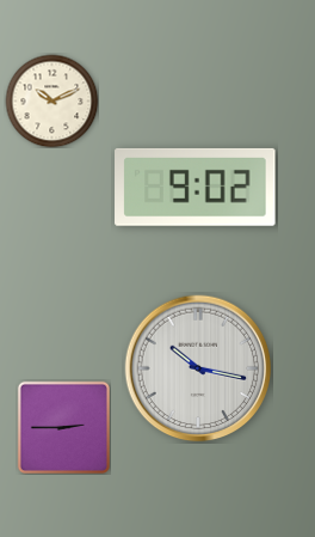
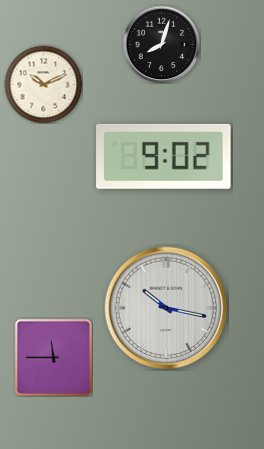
clock at (161, 44): none -> 8:03
clock at (63, 427): 2:45 -> 11:45
